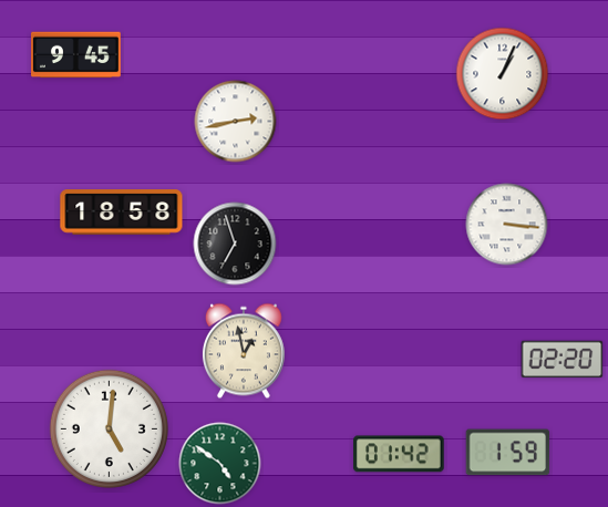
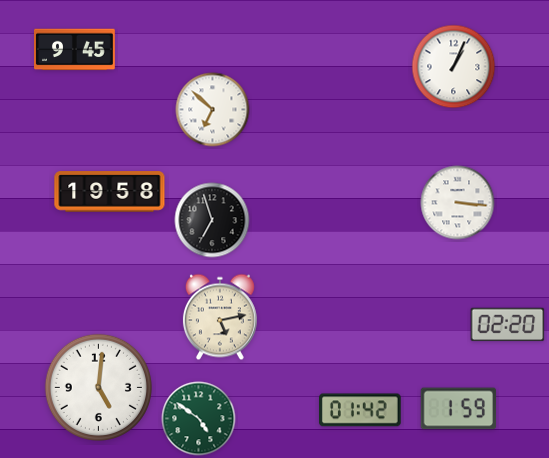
clock at (76, 55) position: (76, 55) -> (75, 50)
clock at (236, 122): 2:43 -> 6:52
clock at (122, 213): 18:58 -> 19:58
clock at (244, 351): 12:58 -> 5:13
